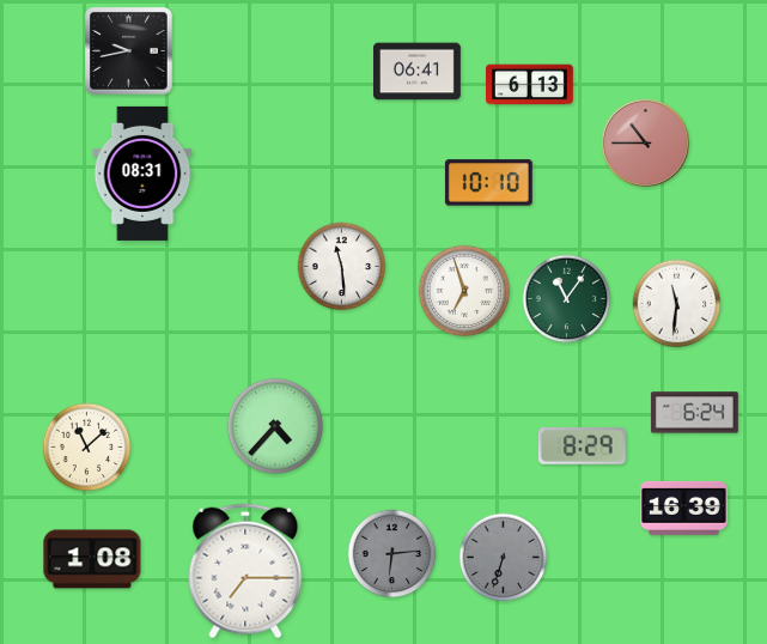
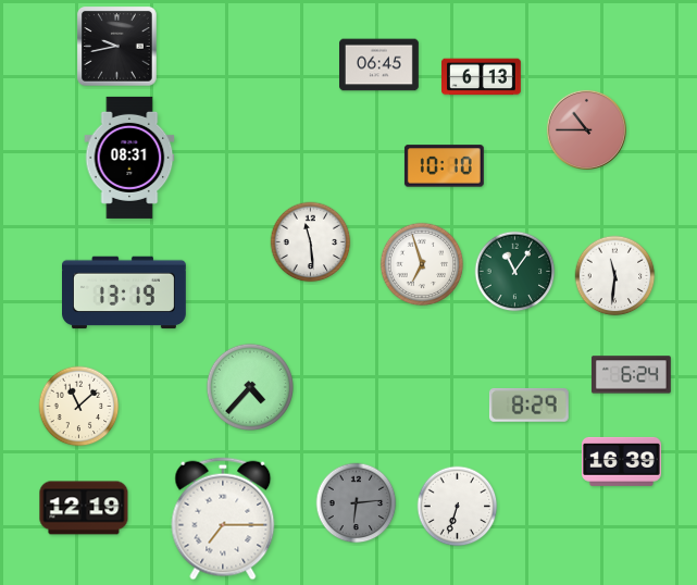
clock at (418, 72): 06:41 -> 06:45
clock at (125, 292): none -> 13:19
clock at (504, 558) dial: grey -> white
clock at (92, 559): 1:08 -> 12:19
